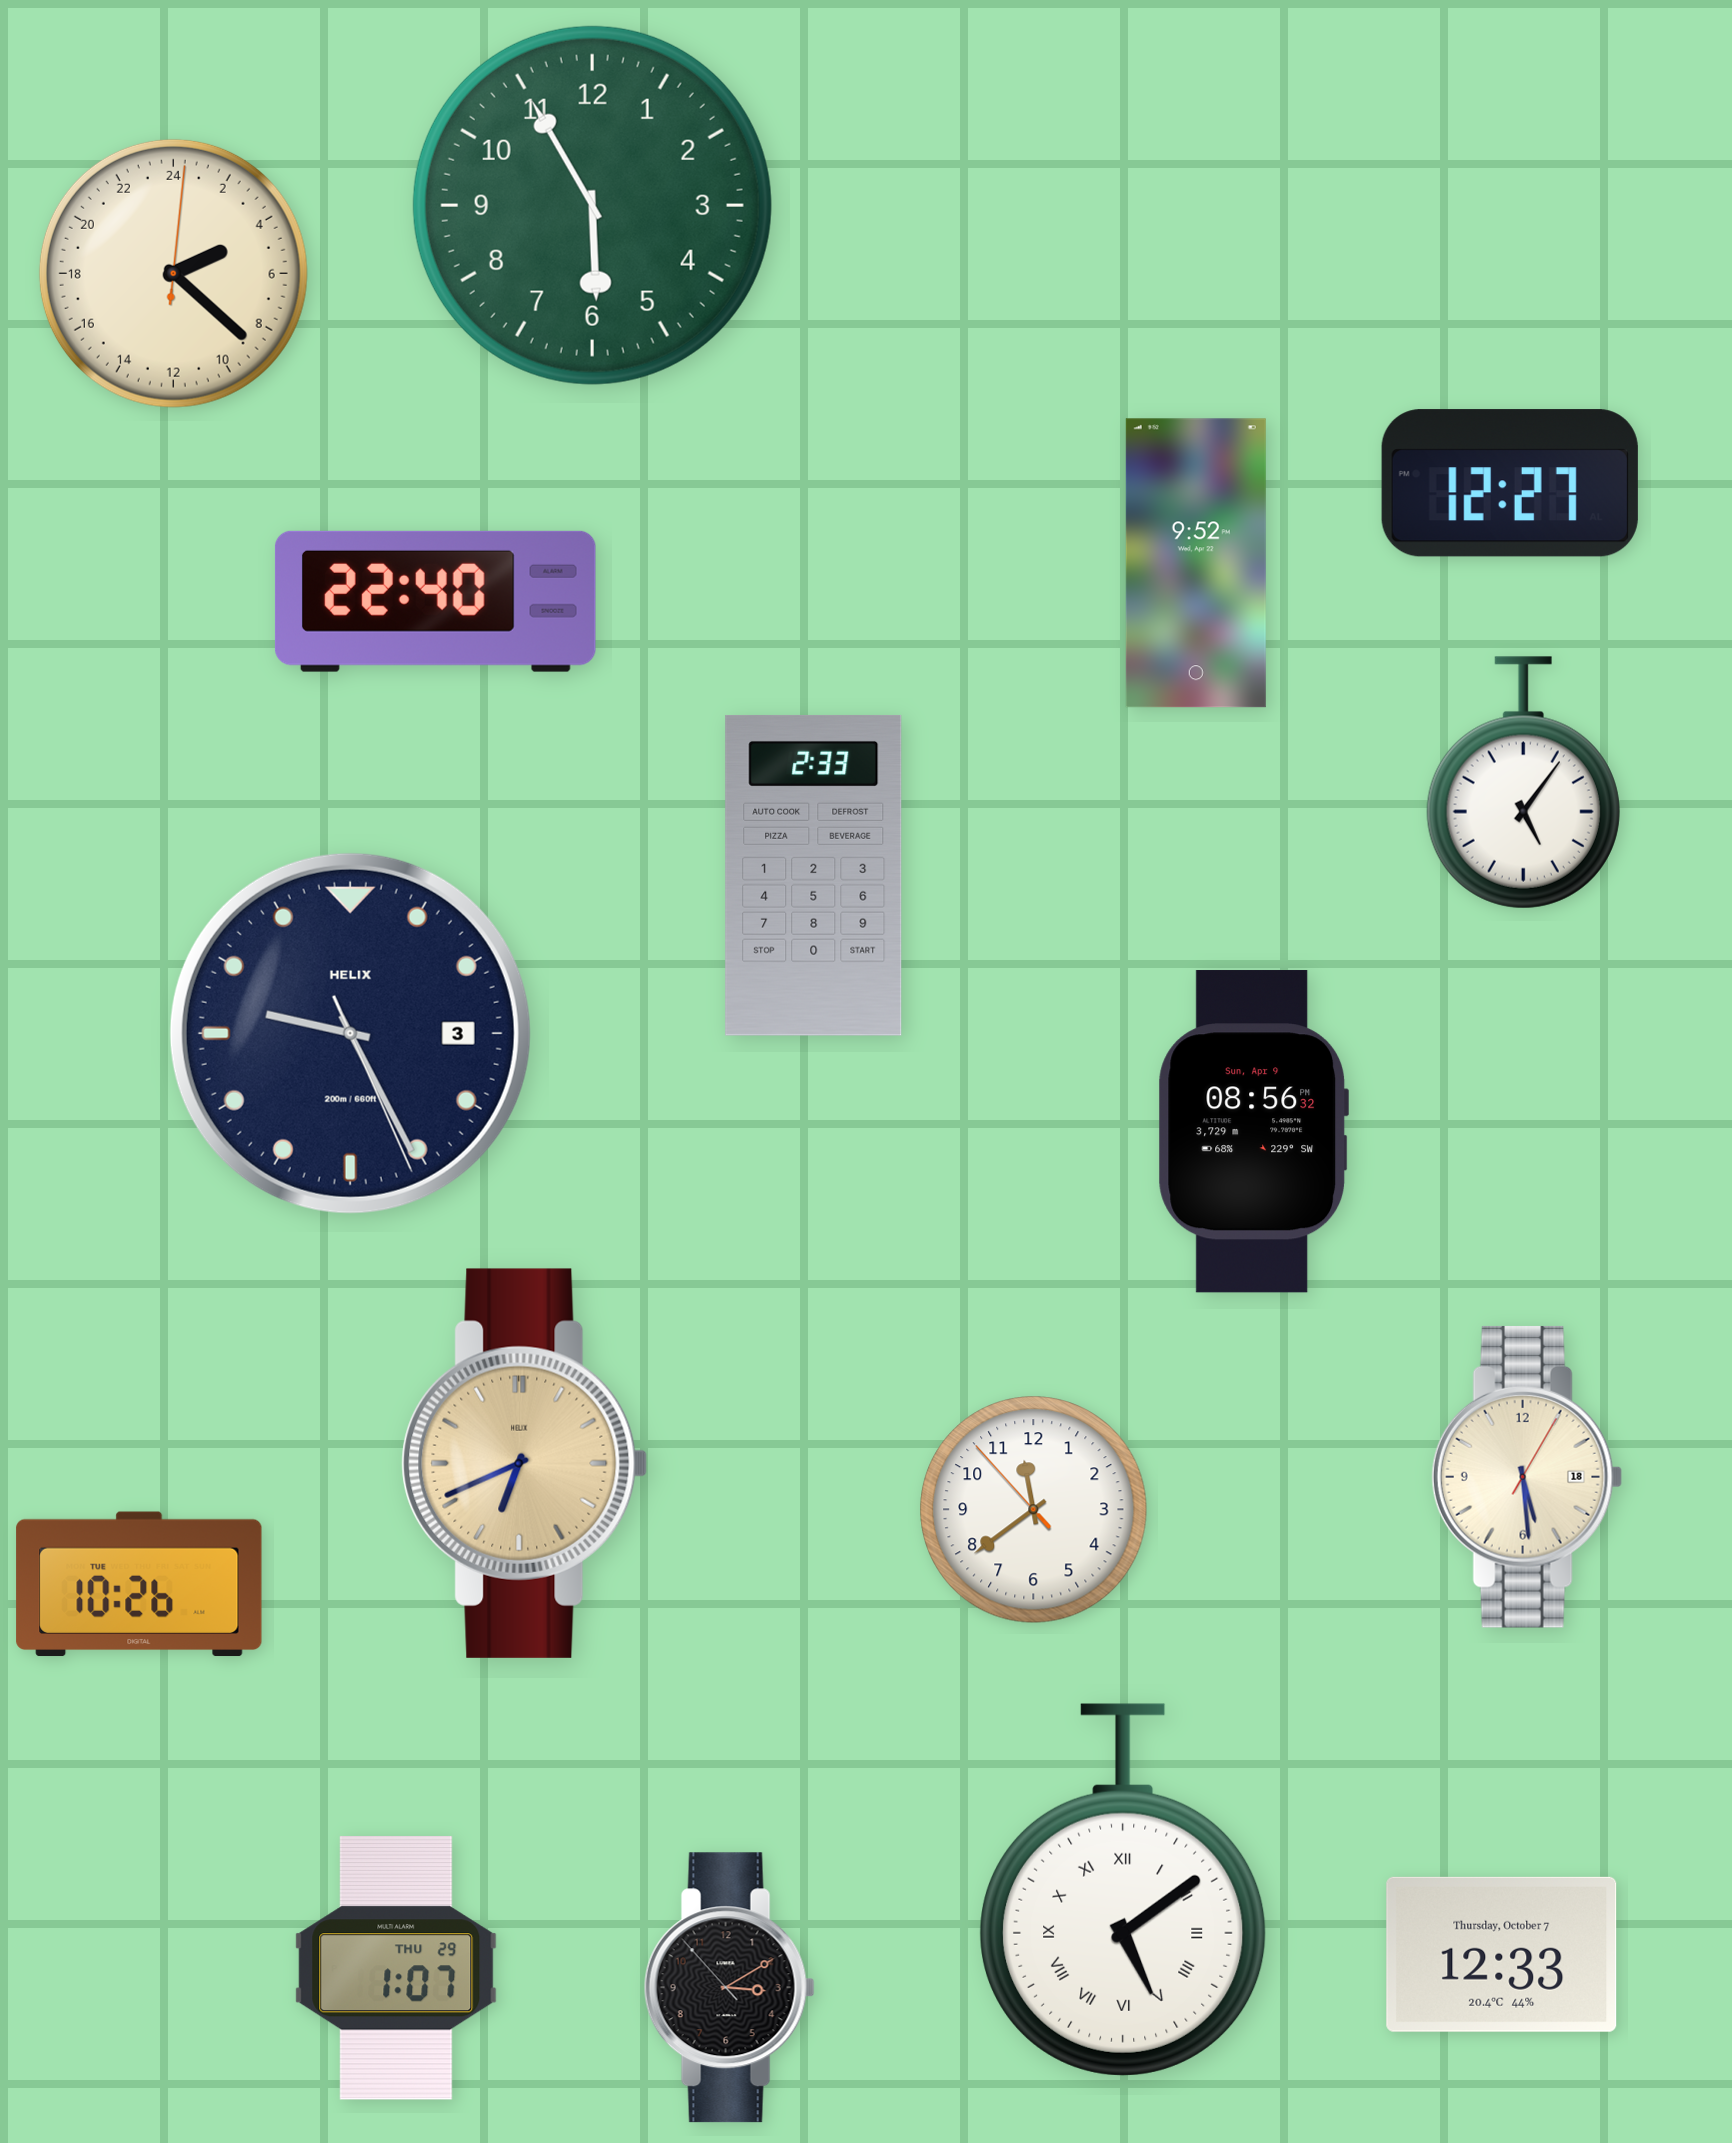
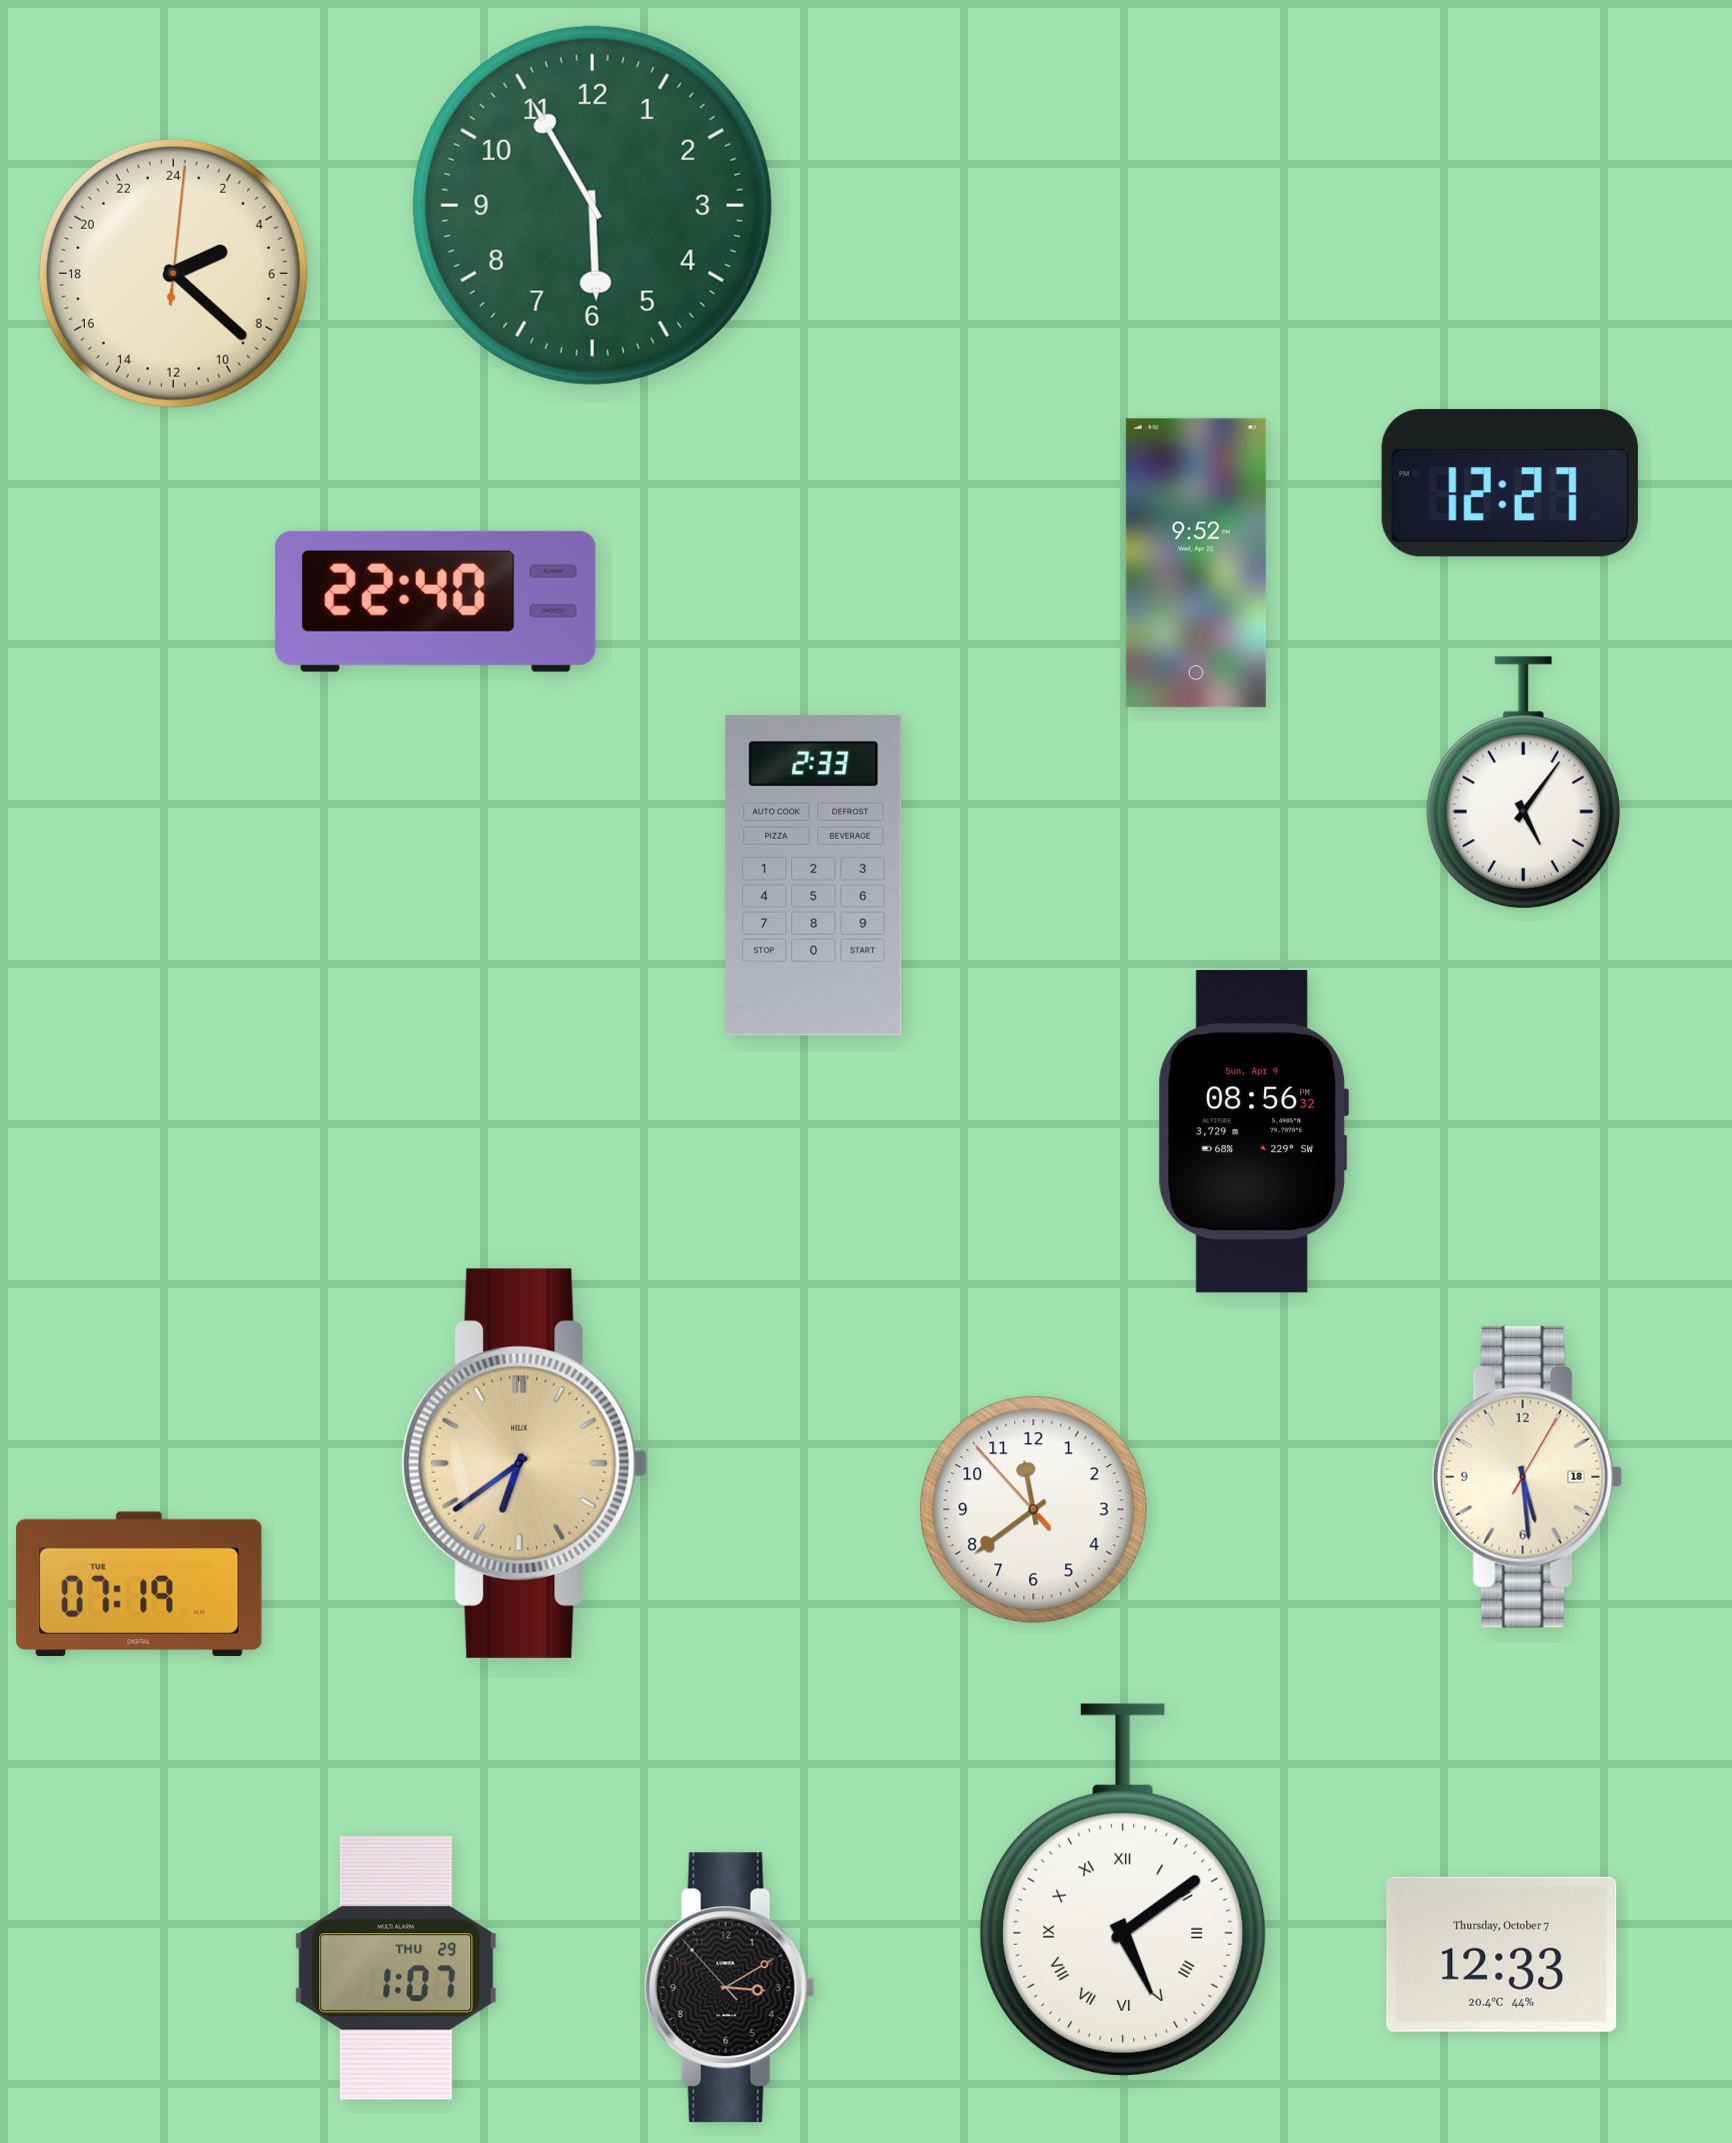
clock at (350, 1033): 9:25 -> none
clock at (525, 1463): 6:41 -> 6:39
clock at (139, 1584): 10:26 -> 07:19
